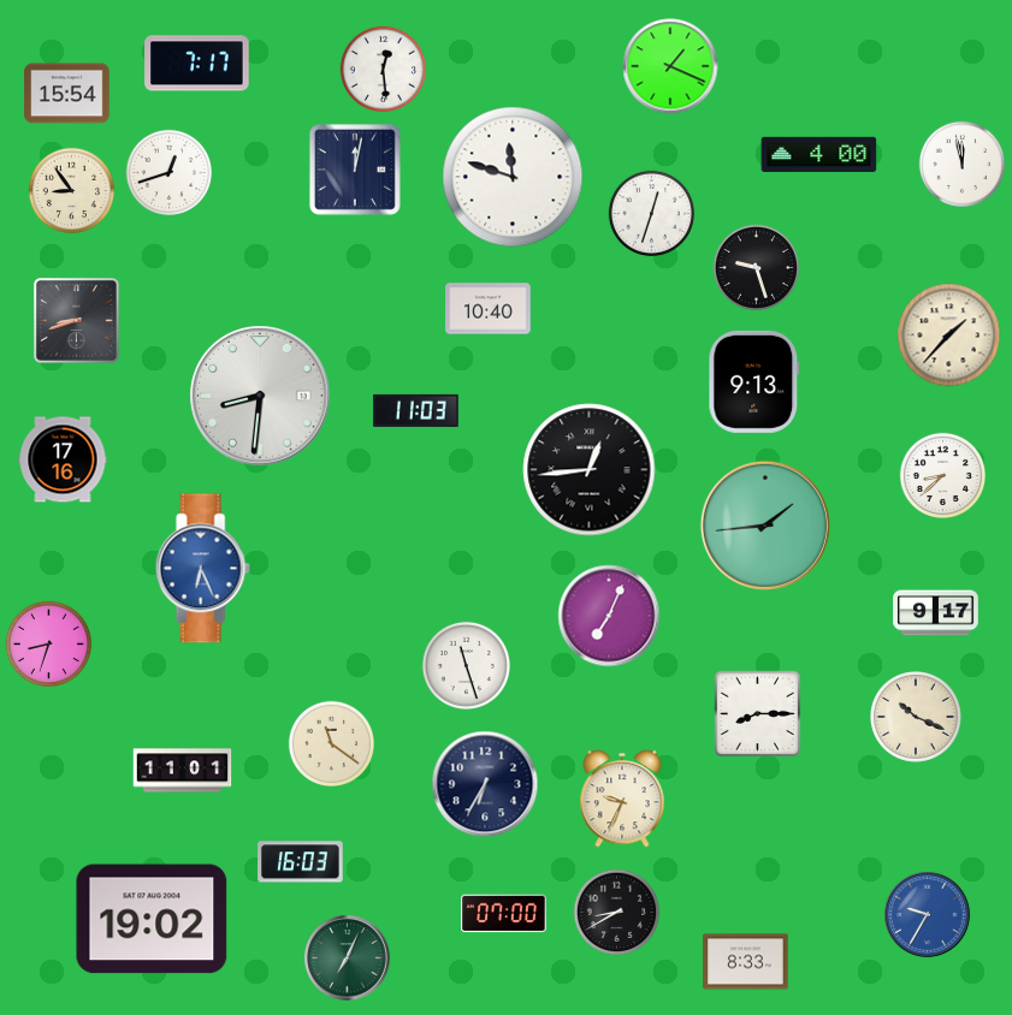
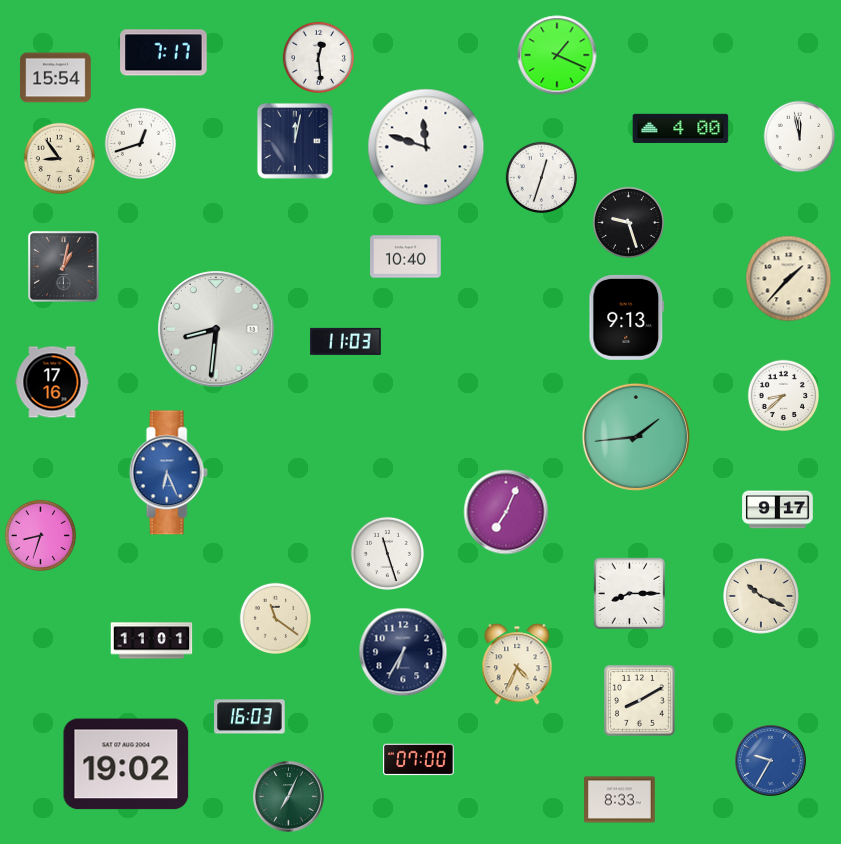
clock at (76, 320): 8:42 -> 1:02
clock at (590, 470): 12:44 -> none
clock at (622, 799): 9:34 -> 4:34
clock at (639, 700): none -> 8:10
clock at (616, 912): 8:40 -> none
